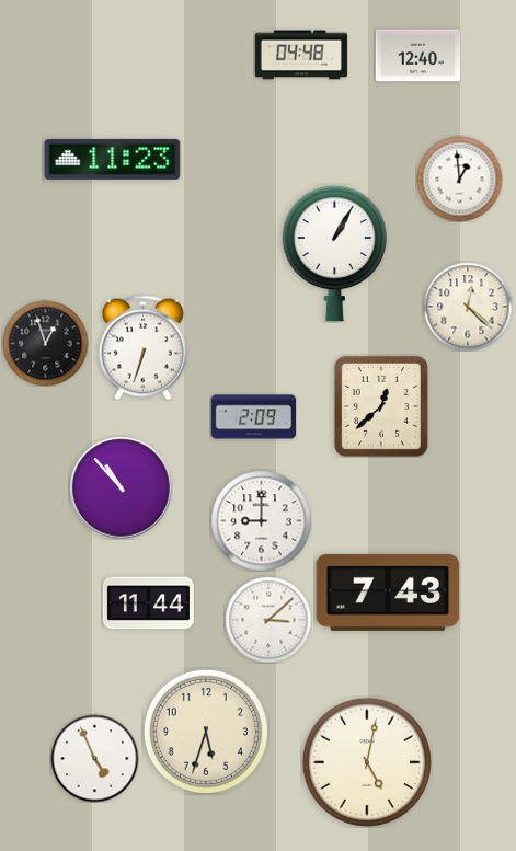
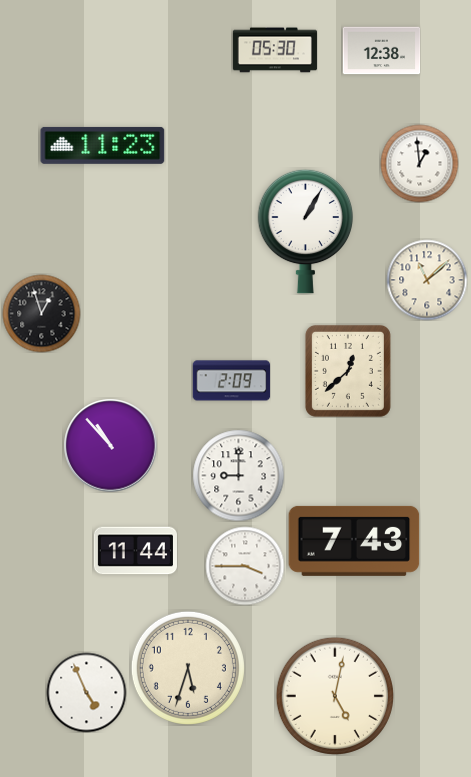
clock at (301, 55): 04:48 -> 05:30
clock at (417, 56): 12:40 -> 12:38
clock at (468, 307): 12:22 -> 11:08
clock at (144, 347): 6:33 -> none
clock at (268, 620): 3:08 -> 3:45
